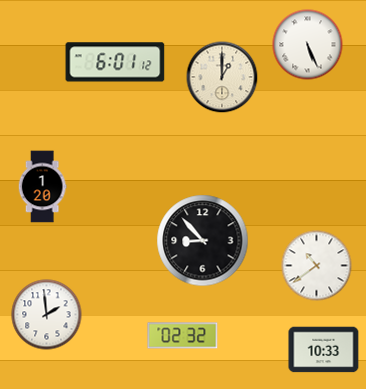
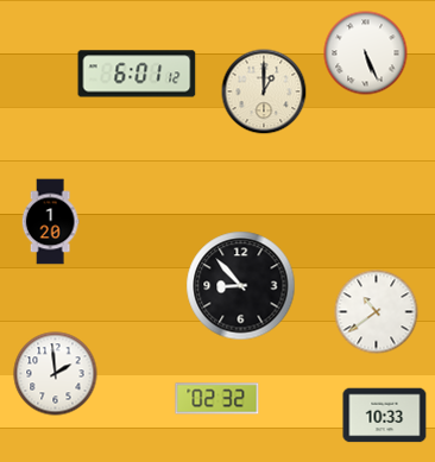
clock at (317, 266) position: (317, 266) -> (377, 312)
